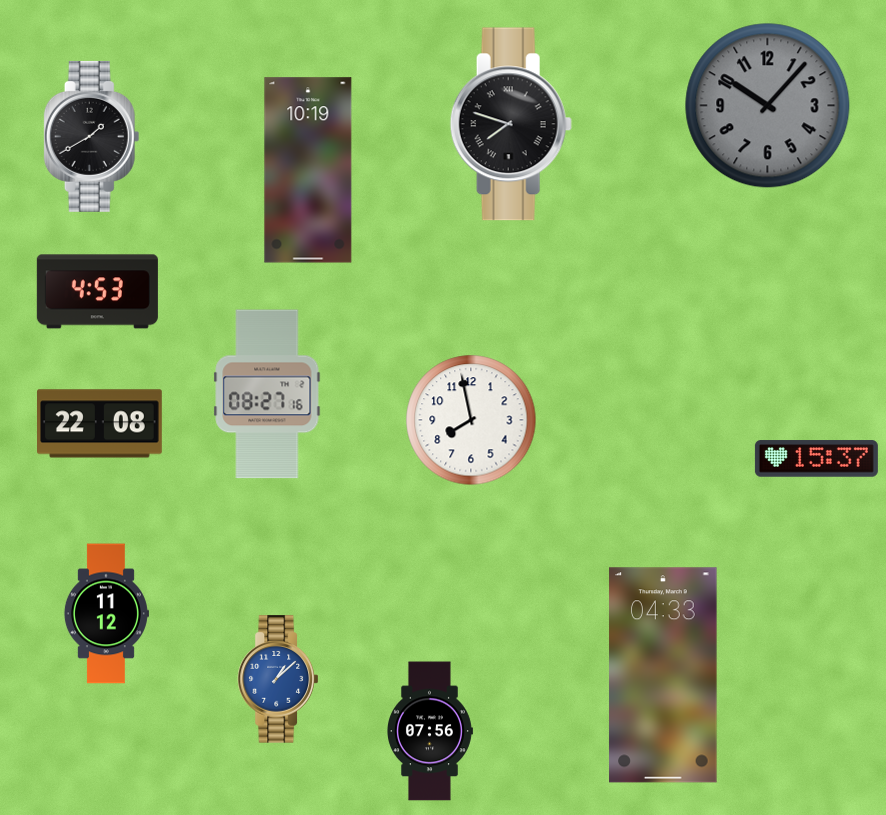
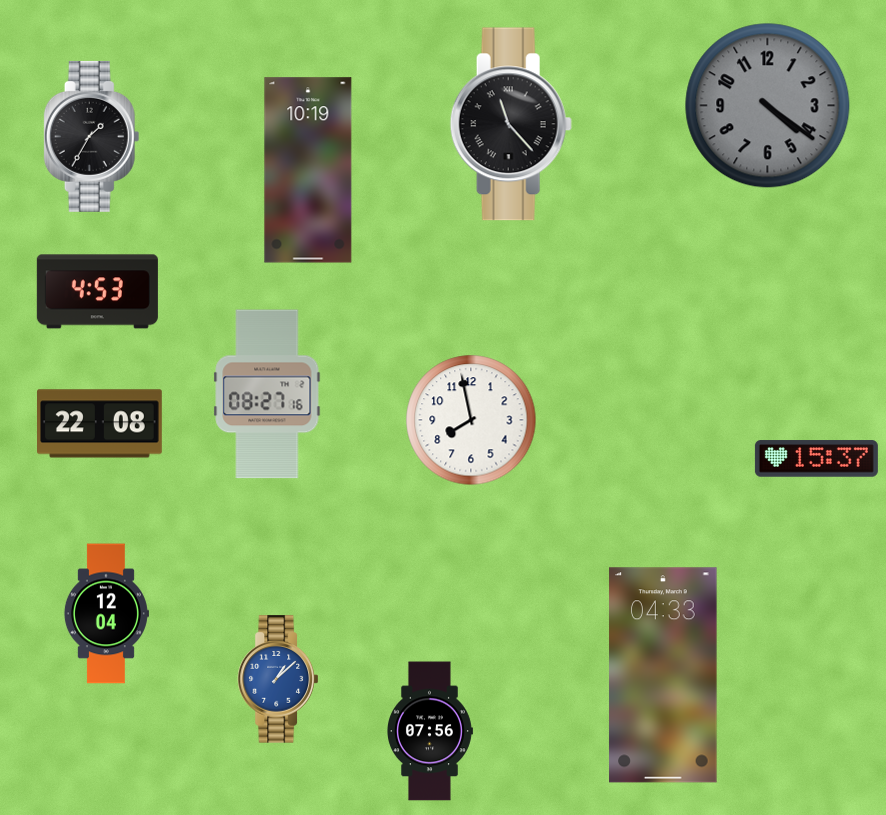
clock at (768, 106): 10:07 -> 4:21
clock at (511, 124): 7:48 -> 11:23
clock at (92, 136): 1:40 -> 1:35
clock at (106, 614): 11:12 -> 12:04
